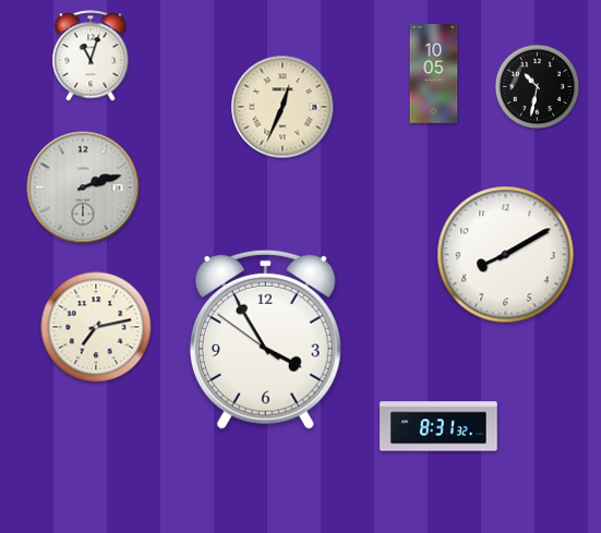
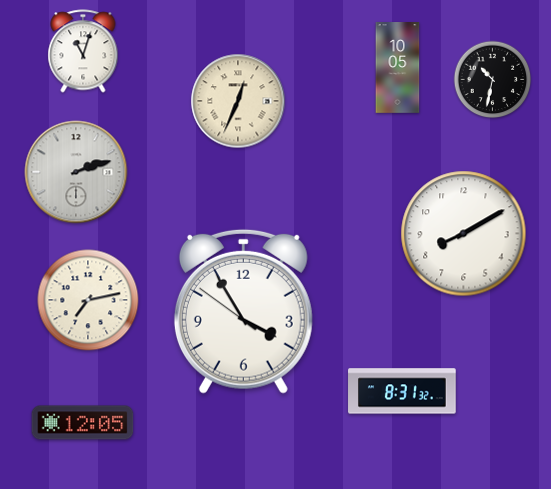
clock at (283, 107) position: (283, 107) -> (238, 101)
clock at (83, 423): none -> 12:05
